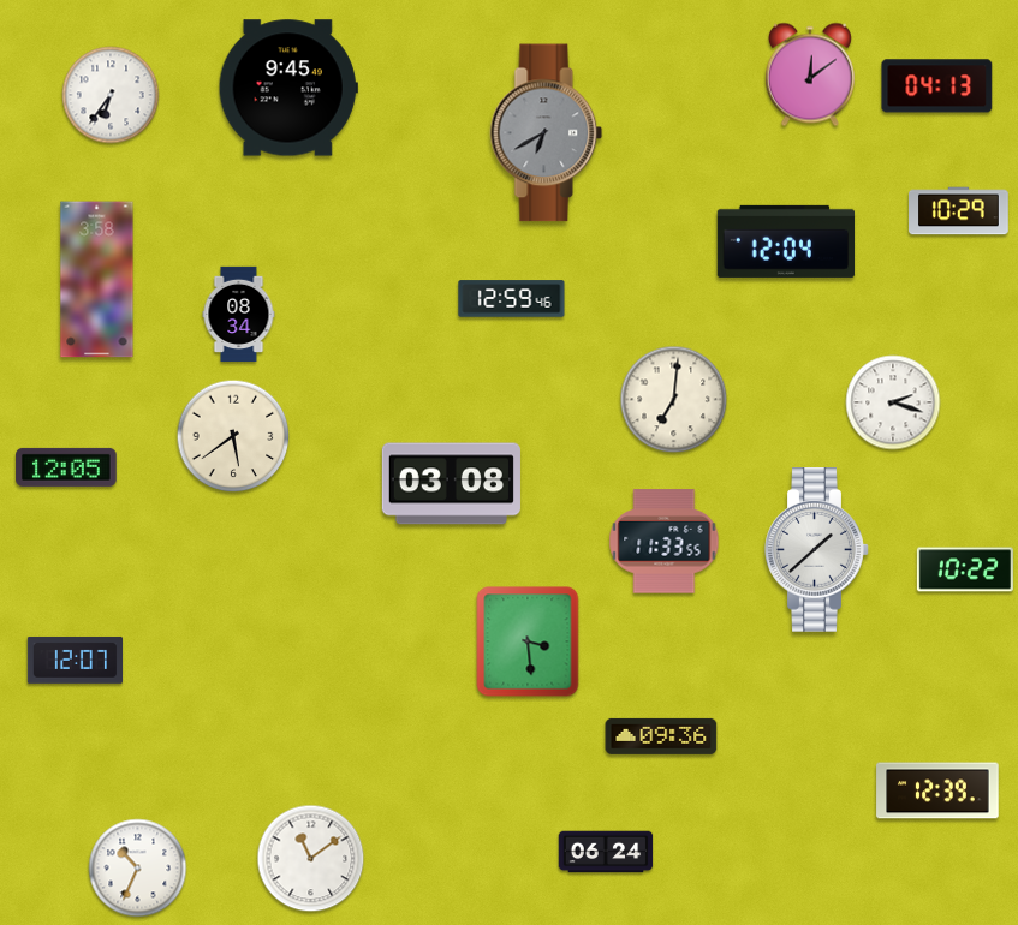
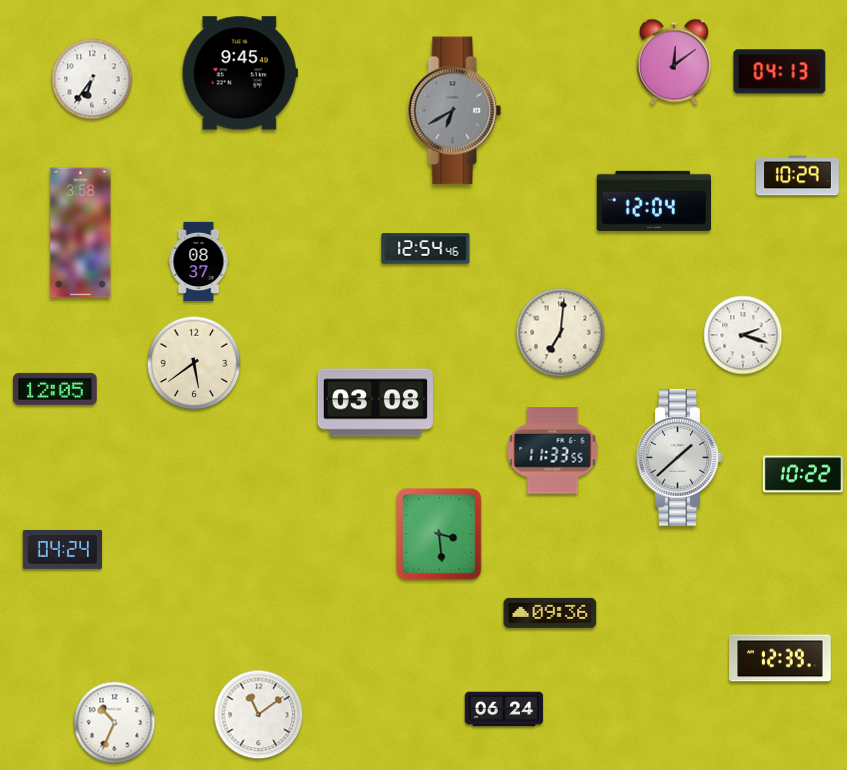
clock at (512, 299): 12:59 -> 12:54
clock at (239, 315): 08:34 -> 08:37
clock at (75, 661): 12:07 -> 04:24
